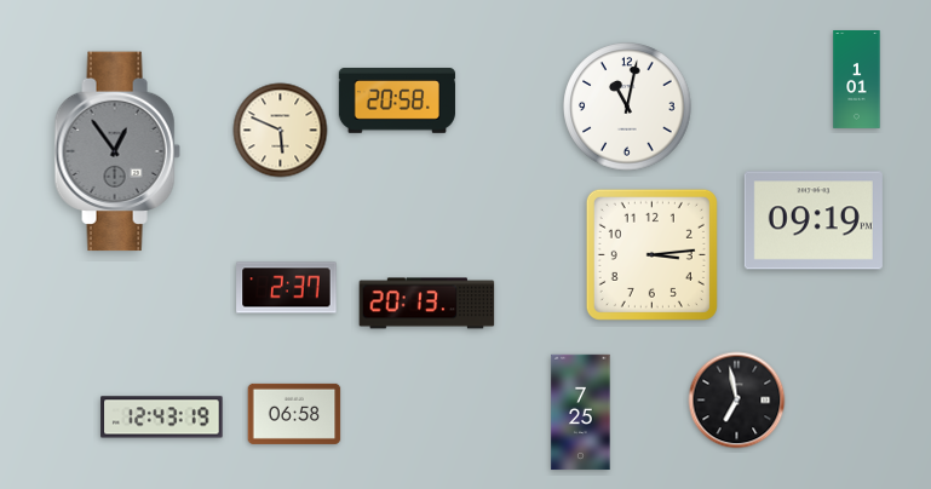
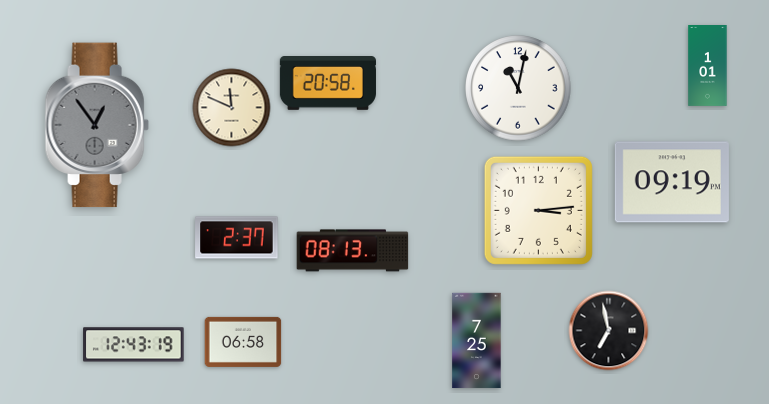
clock at (281, 131): 5:49 -> 11:49
clock at (427, 304): 20:13 -> 08:13
clock at (581, 413) position: (581, 413) -> (477, 341)
